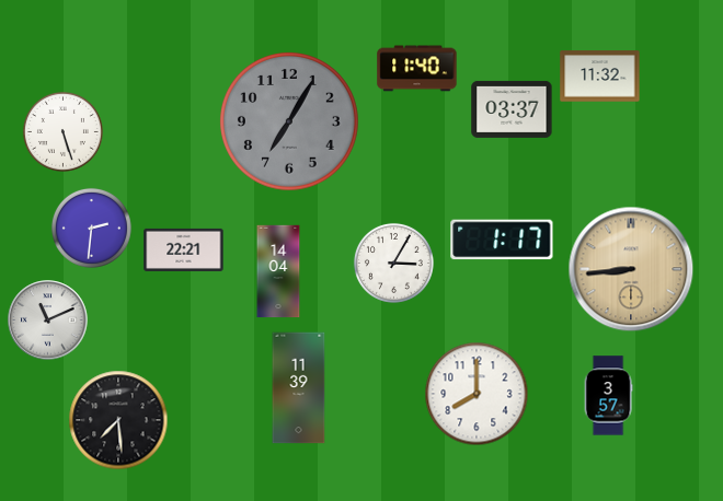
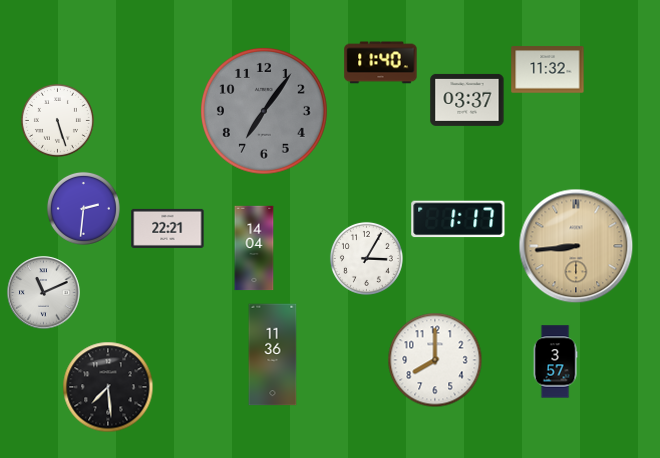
clock at (289, 121): 7:05 -> 7:06
clock at (393, 263) position: (393, 263) -> (366, 258)
clock at (299, 388): 11:39 -> 11:36
clock at (118, 420) position: (118, 420) -> (108, 387)
